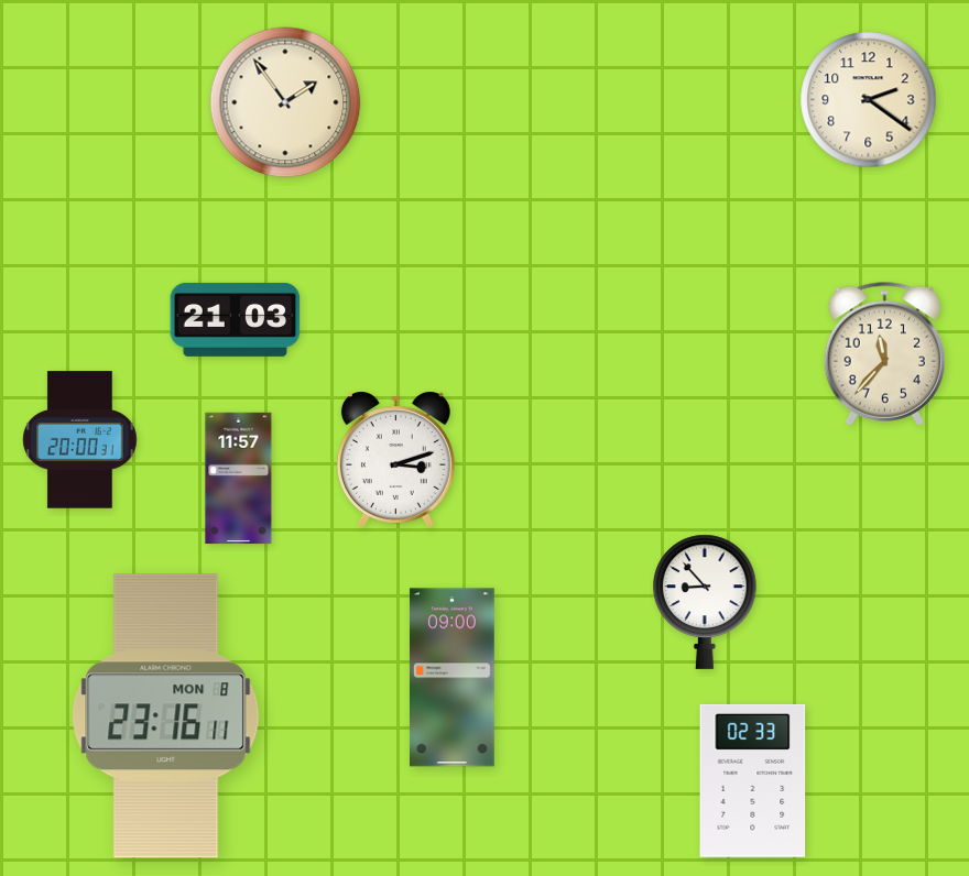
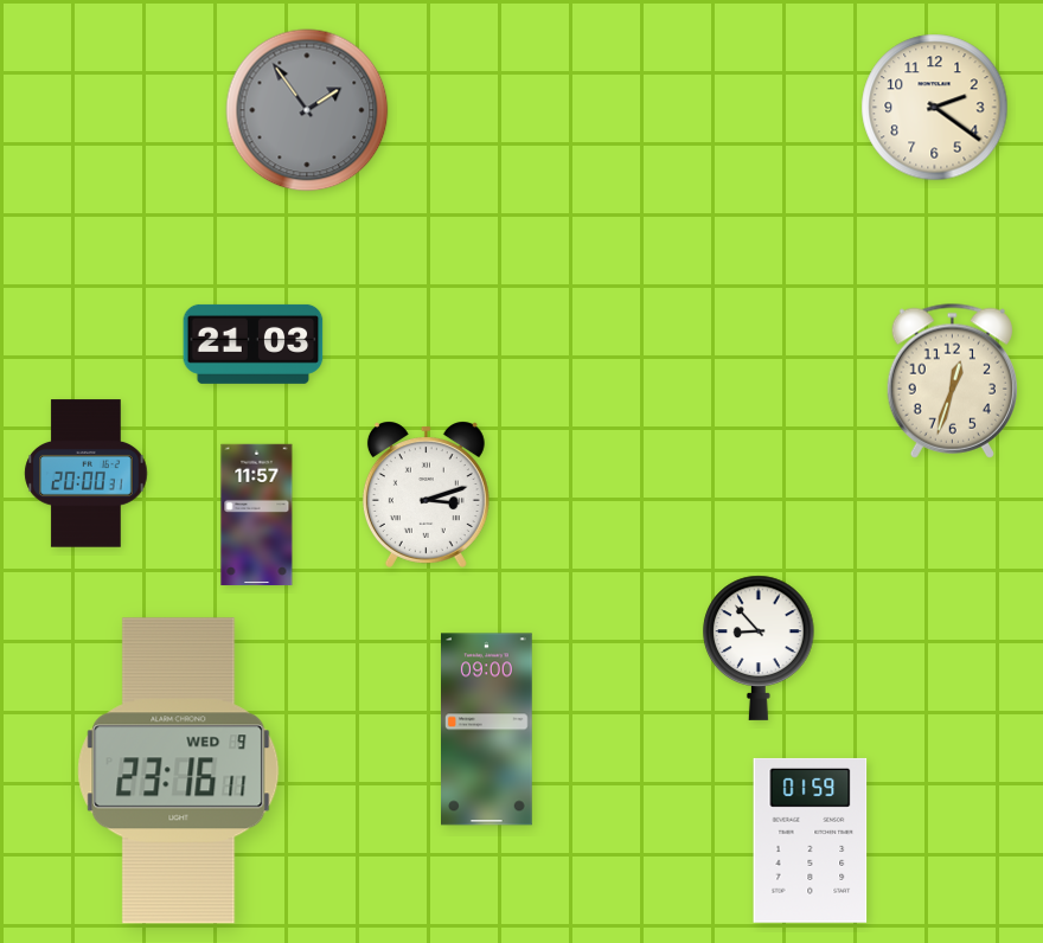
clock at (285, 102) dial: cream -> grey
clock at (884, 353): 11:37 -> 12:33
clock at (166, 716) date: MON 8 -> WED 9
clock at (753, 780): 02:33 -> 01:59
